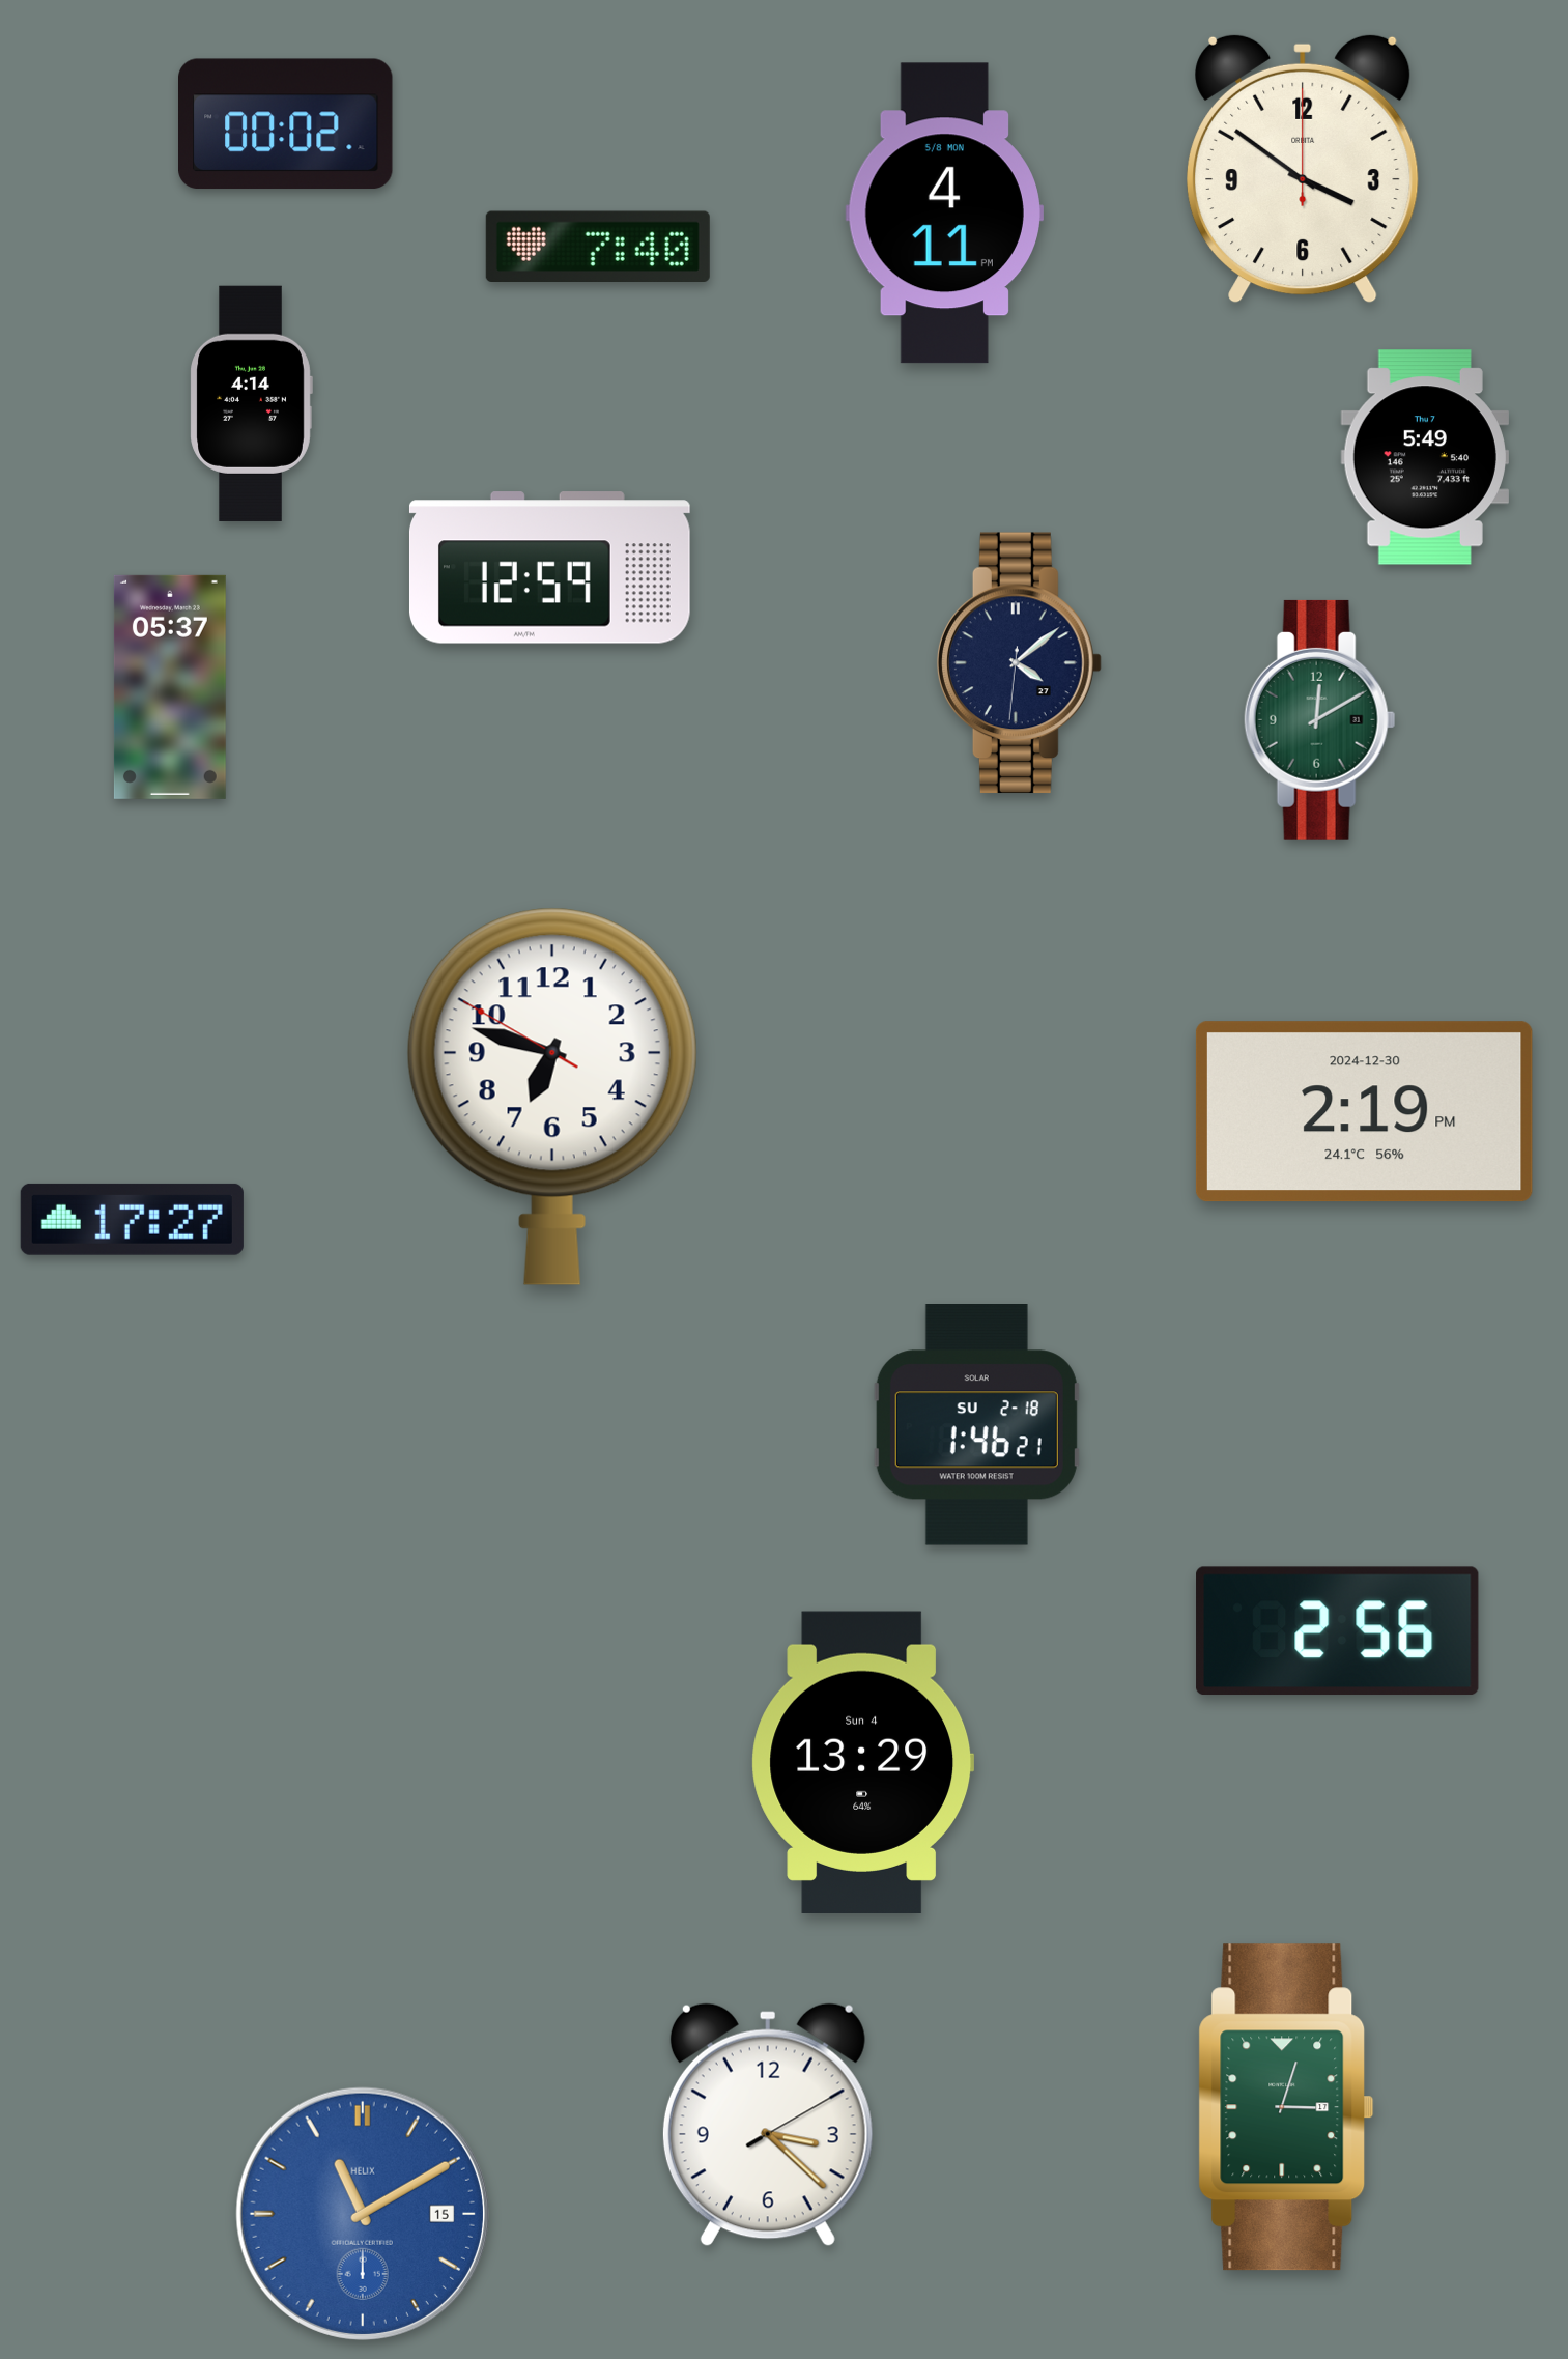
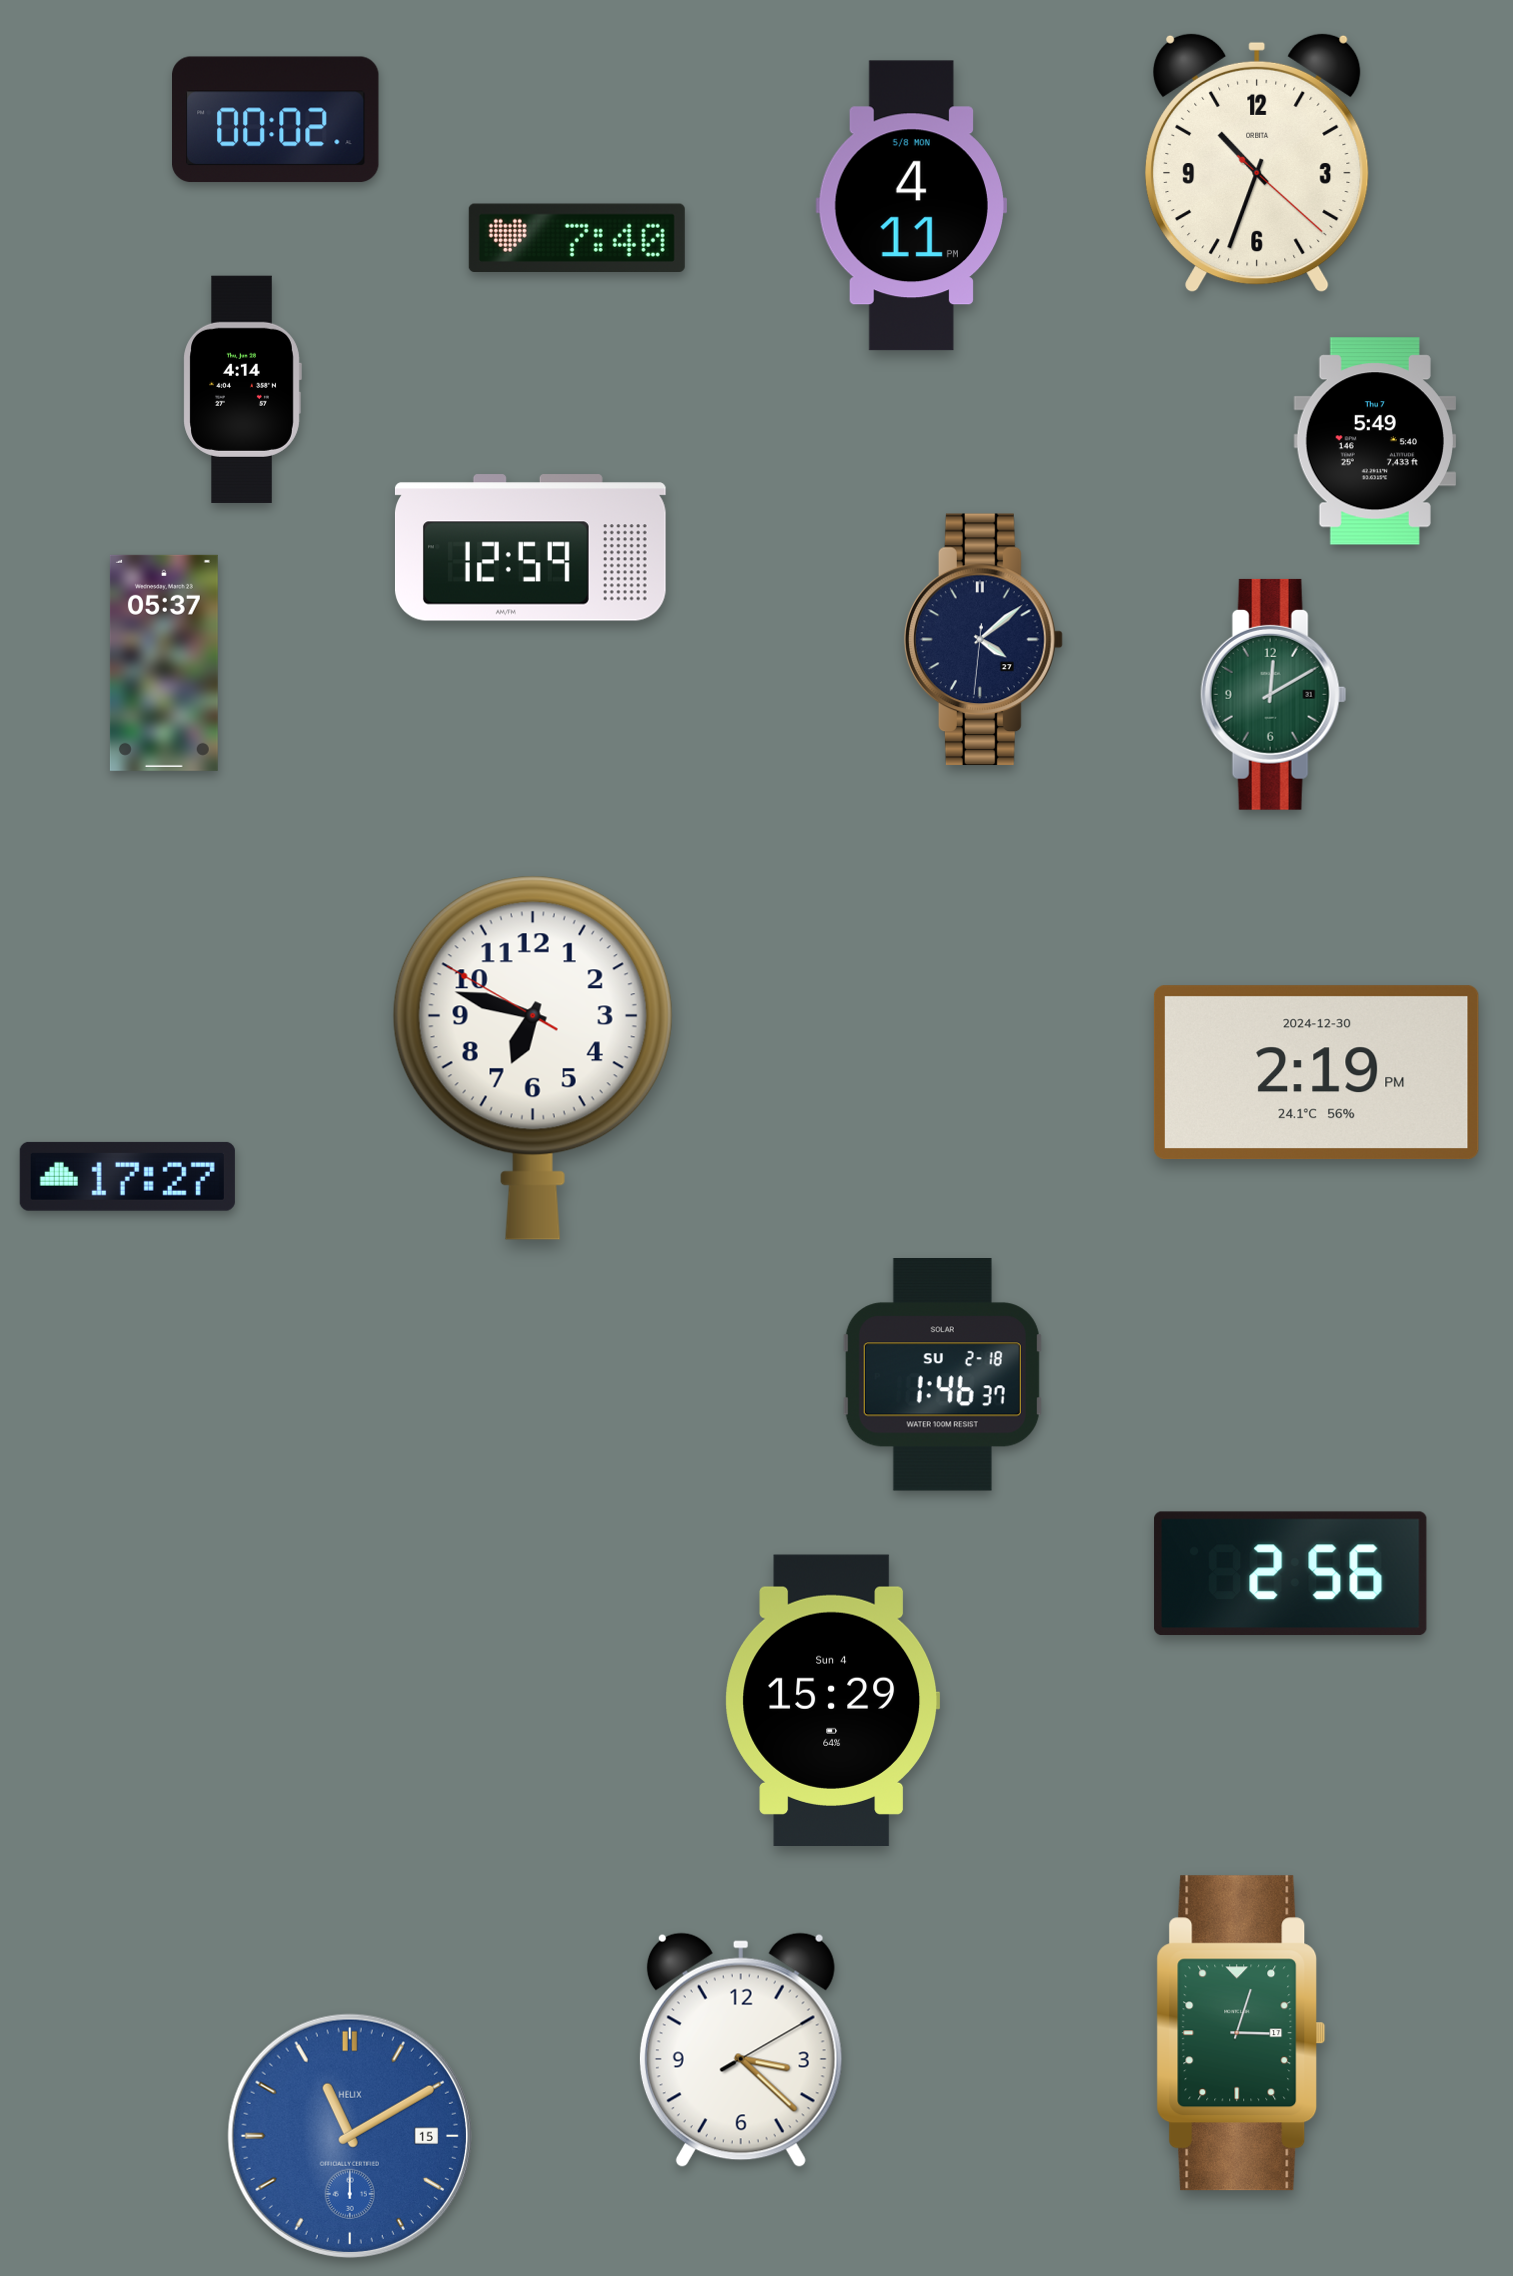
clock at (1303, 169): 3:51 -> 10:33
clock at (976, 1425): 1:46:21 -> 1:46:37
clock at (863, 1762): 13:29 -> 15:29
